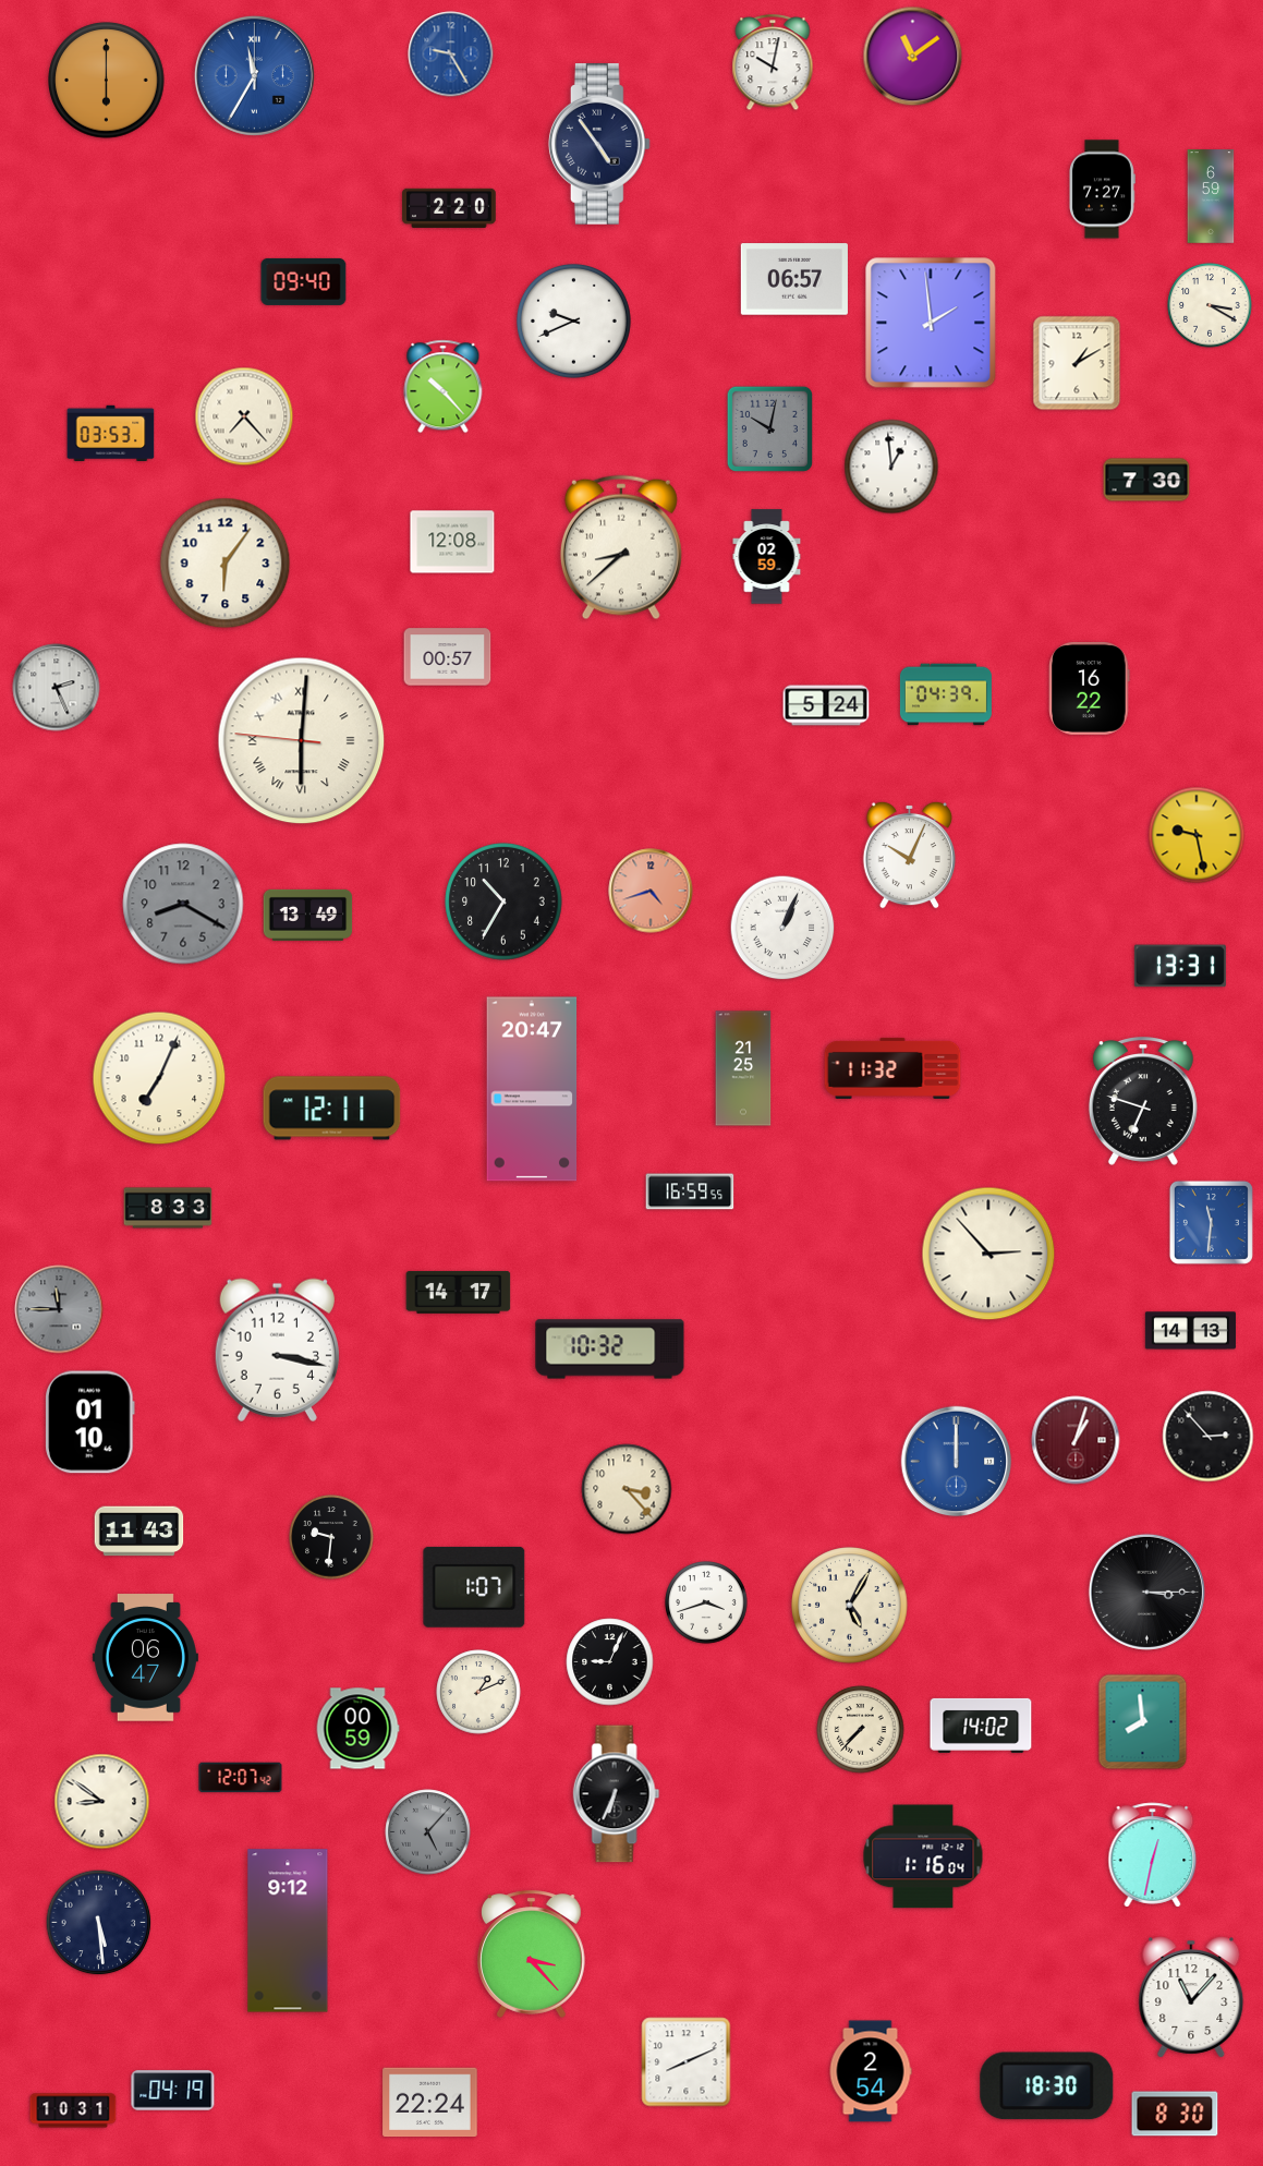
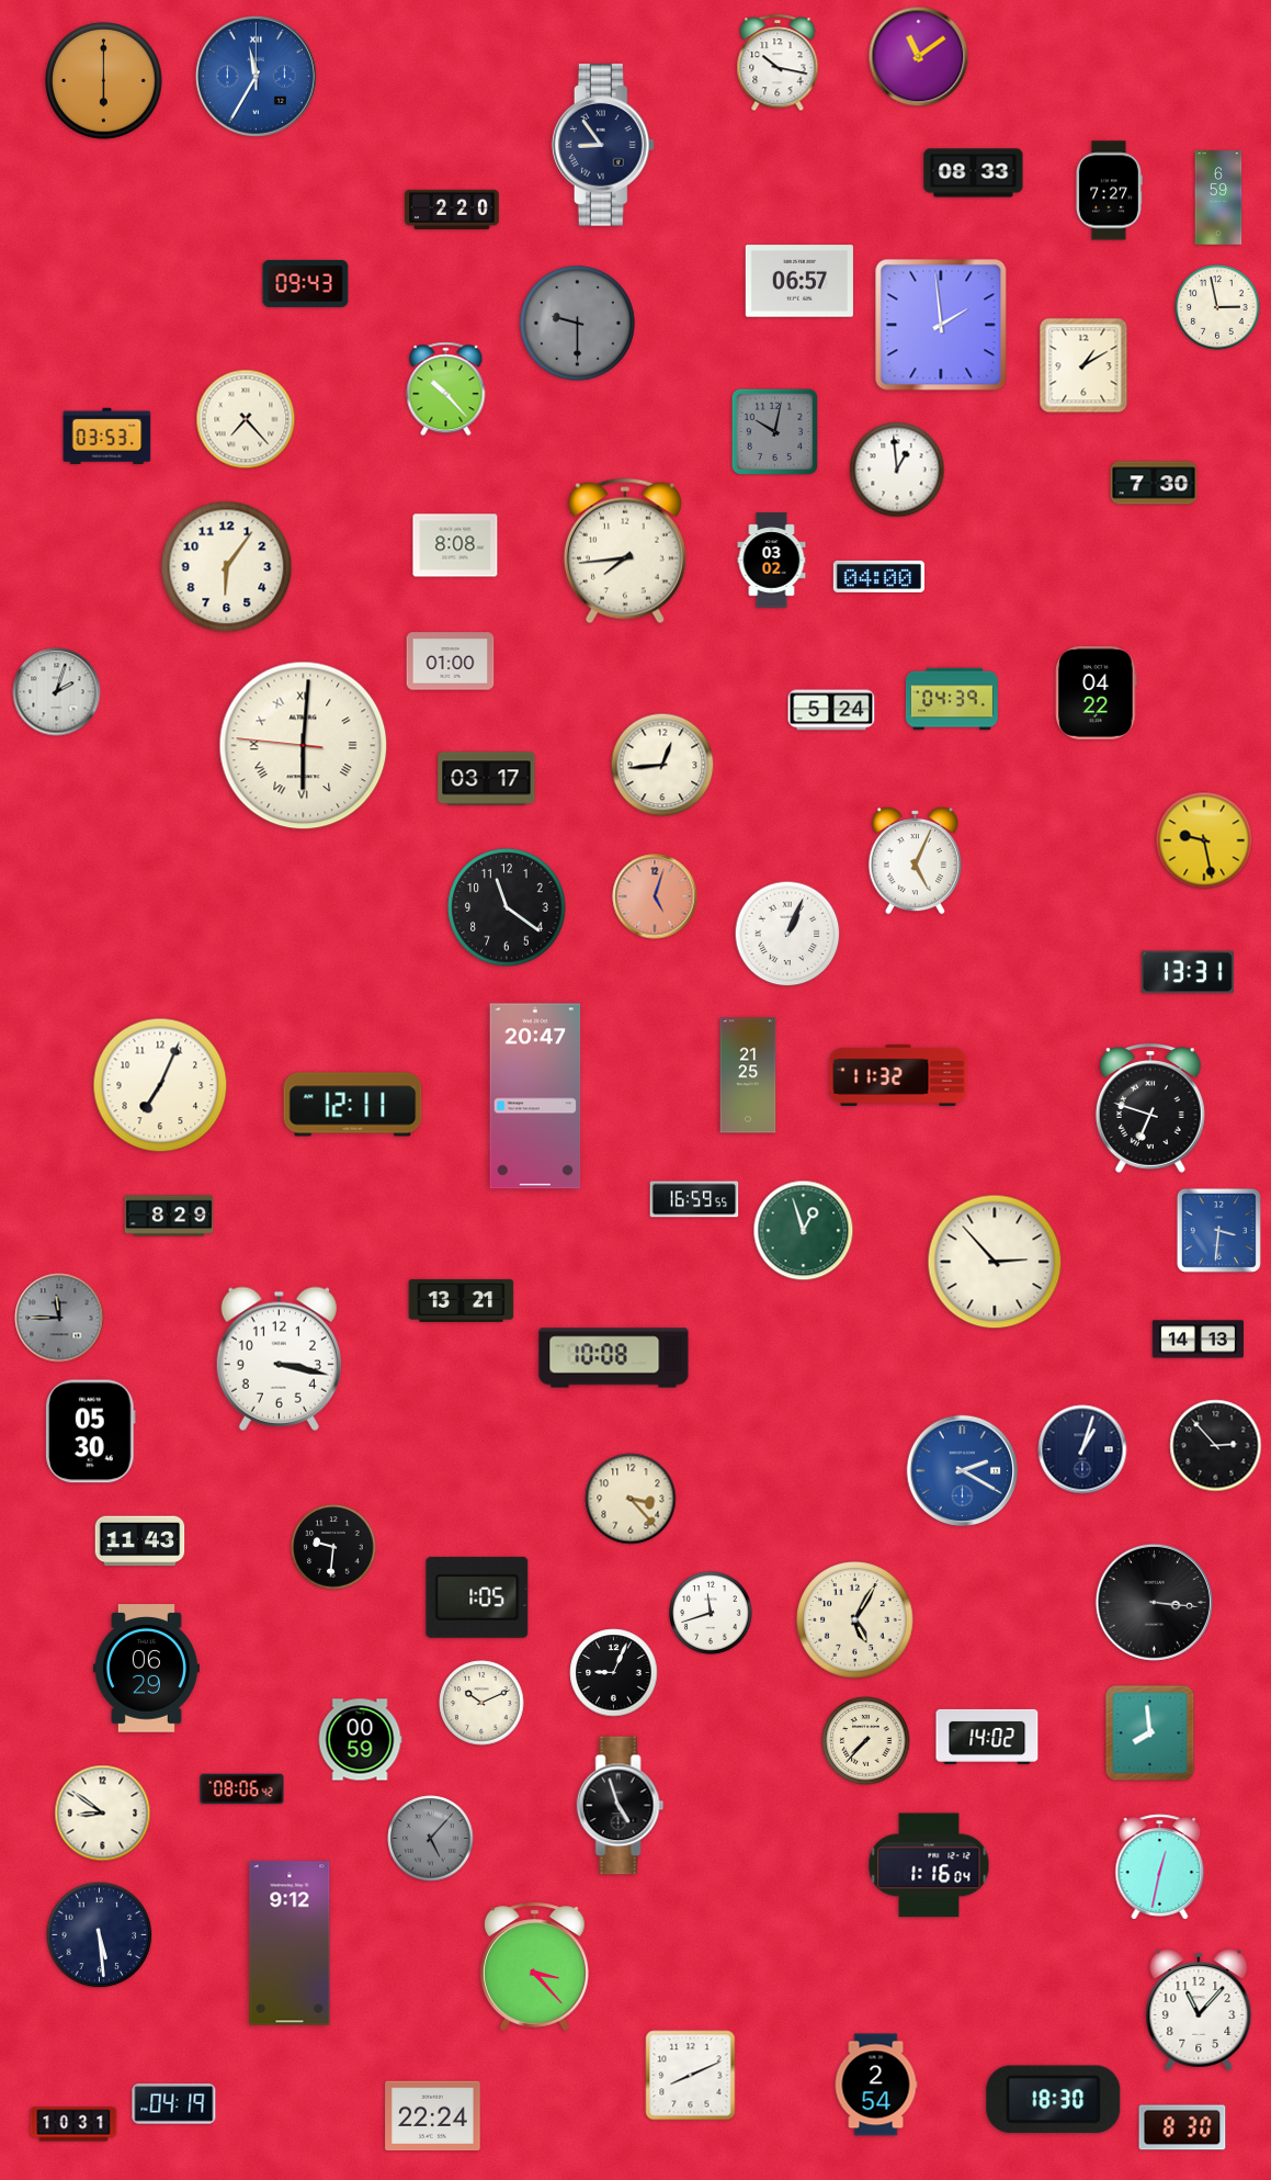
clock at (451, 55): 9:25 -> none
clock at (773, 63): 10:02 -> 10:17
clock at (107, 81) position: (107, 81) -> (104, 81)
clock at (599, 144): 4:54 -> 8:54
clock at (974, 173): none -> 08:33
clock at (304, 281): 09:40 -> 09:43
clock at (1210, 305): 3:20 -> 2:58
clock at (574, 322): 9:41 -> 9:30
clock at (574, 322) dial: white -> grey
clock at (931, 323) position: (931, 323) -> (941, 325)
clock at (111, 433) position: (111, 433) -> (107, 436)
clock at (452, 542): 12:08 -> 8:08
clock at (621, 547): 8:38 -> 7:44
clock at (767, 557): 02:59 -> 03:02
clock at (878, 576): none -> 04:00
clock at (448, 657): 00:57 -> 01:00
clock at (57, 688): 2:26 -> 2:03
clock at (1090, 688): 16:22 -> 04:22
clock at (662, 765): none -> 12:44
clock at (487, 779): none -> 03:17
clock at (909, 855): 10:04 -> 5:04
clock at (651, 891): 4:42 -> 5:03
clock at (503, 902): 10:35 -> 11:21
clock at (183, 904): 8:20 -> none
clock at (308, 915): 13:49 -> none
clock at (332, 1109) position: (332, 1109) -> (353, 1105)
clock at (168, 1208): 8:33 -> 8:29
clock at (1211, 1222): 11:31 -> 3:31
clock at (804, 1231): none -> 12:57
clock at (459, 1292): 14:17 -> 13:21
clock at (610, 1350): 10:32 -> 10:08
clock at (90, 1423): 01:10 -> 05:30
clock at (1076, 1440) dial: burgundy -> navy
clock at (957, 1462): 12:00 -> 2:20
clock at (474, 1587): 1:07 -> 1:05
clock at (1146, 1592): 3:15 -> 3:16
clock at (707, 1604): 3:42 -> 11:42
clock at (850, 1606) position: (850, 1606) -> (855, 1620)
clock at (145, 1658): 06:47 -> 06:29
clock at (478, 1692): 1:11 -> 10:11
clock at (241, 1778): 12:07 -> 08:06
clock at (617, 1794): 6:34 -> 4:57
clock at (428, 1832) position: (428, 1832) -> (431, 1839)
clock at (923, 1856) position: (923, 1856) -> (929, 1865)
